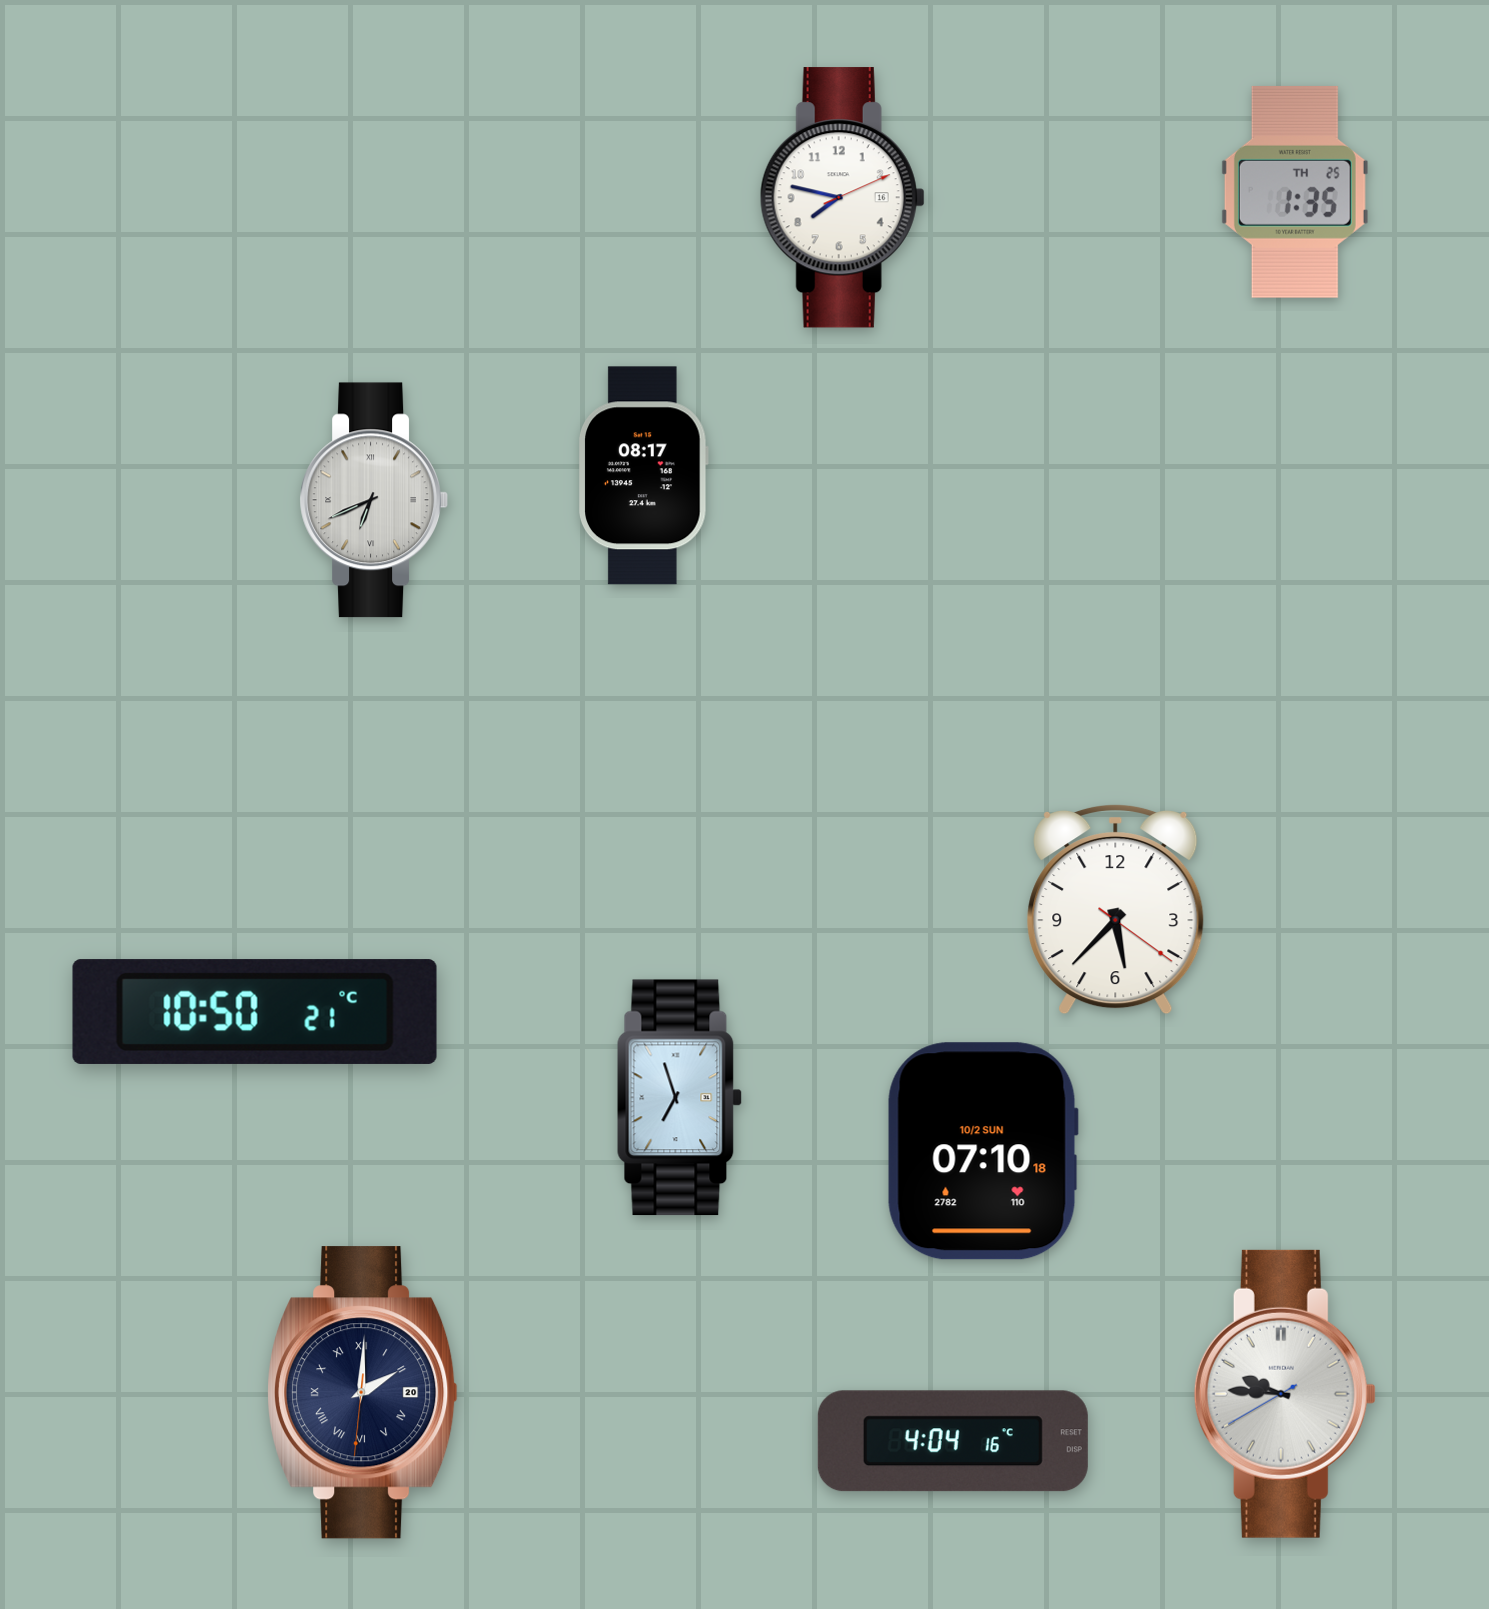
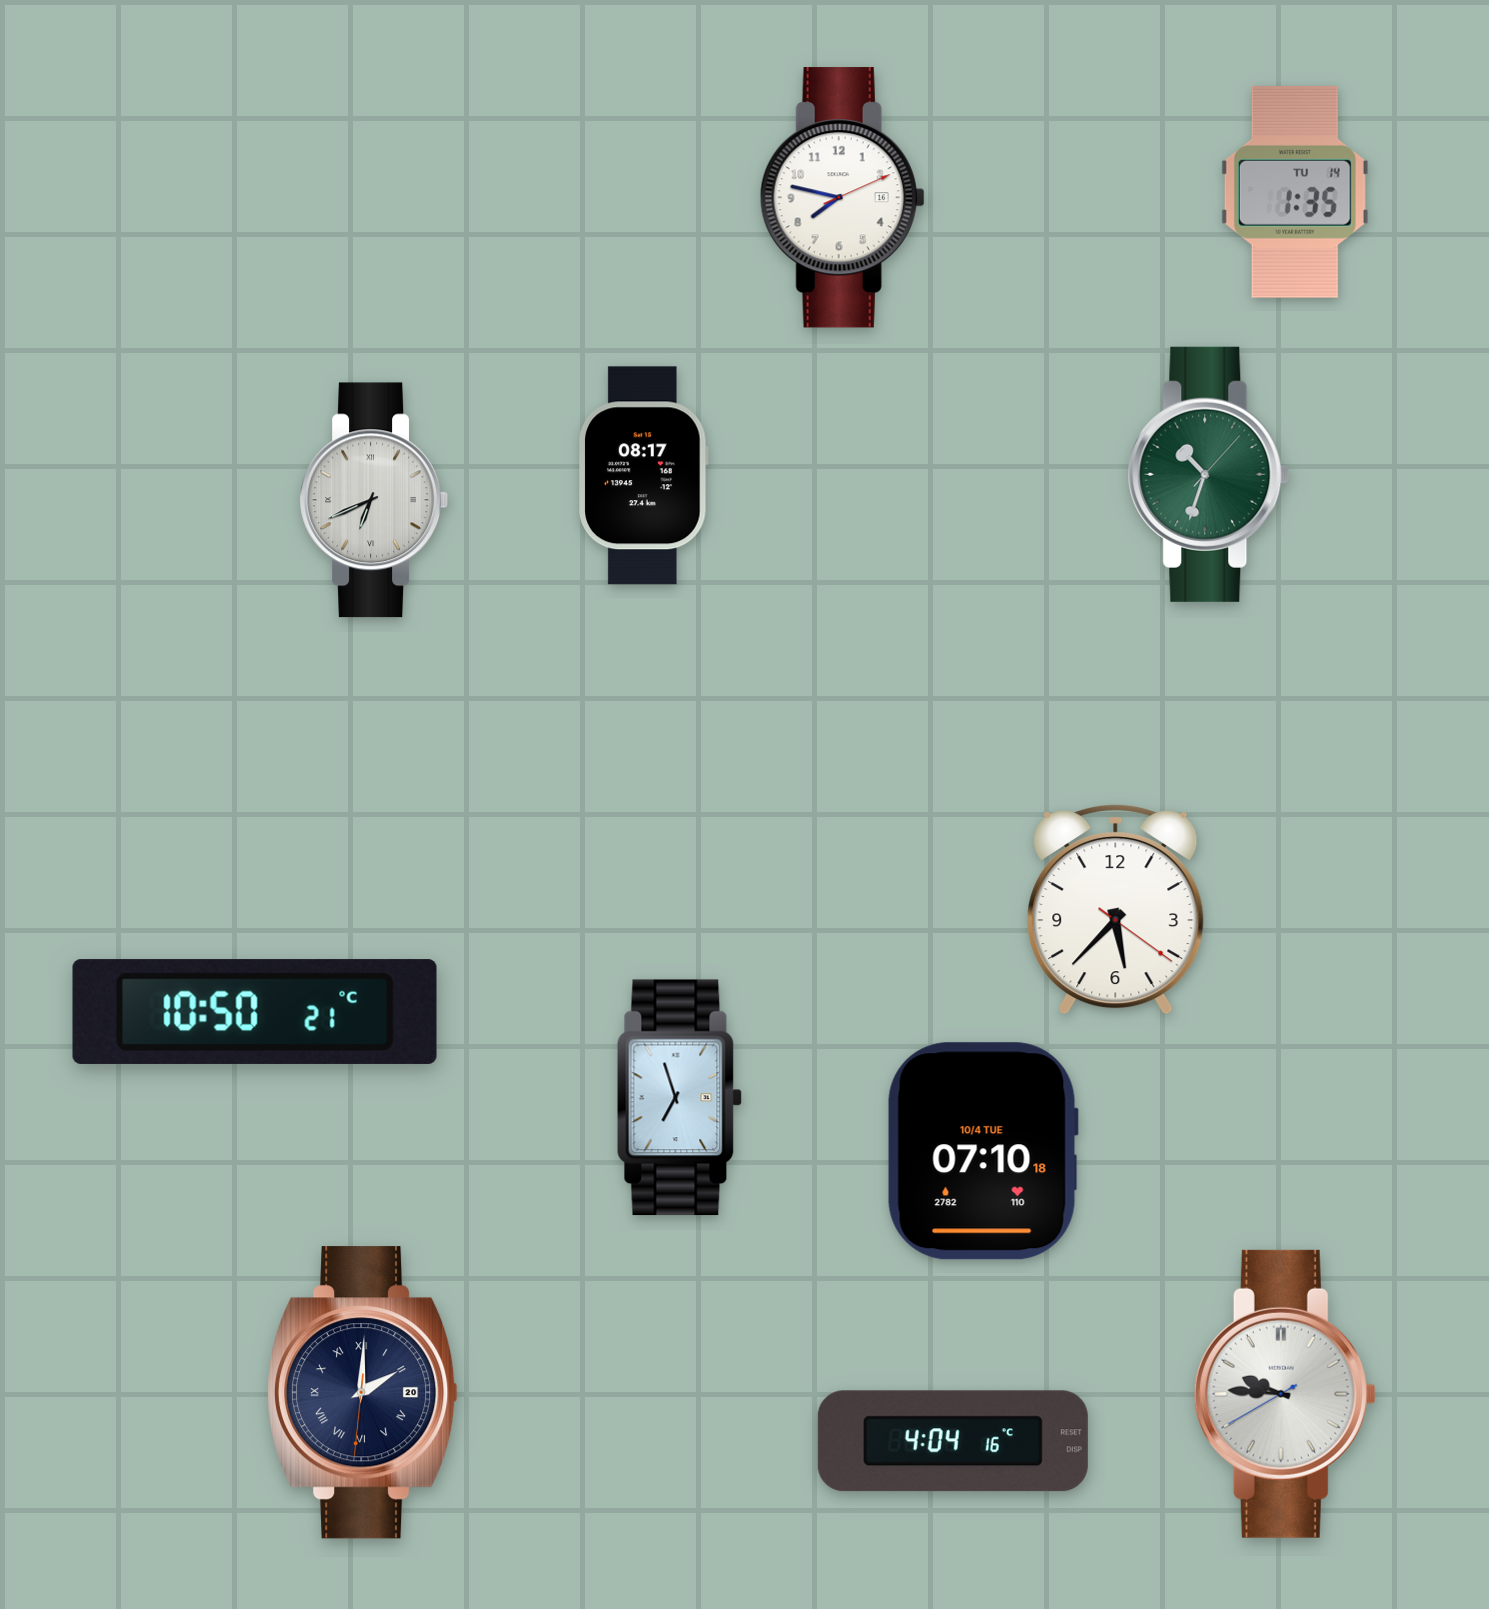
clock at (1295, 192) date: TH 25 -> TU 14
clock at (1209, 474): none -> 10:33
clock at (983, 1151) date: 10/2 SUN -> 10/4 TUE
